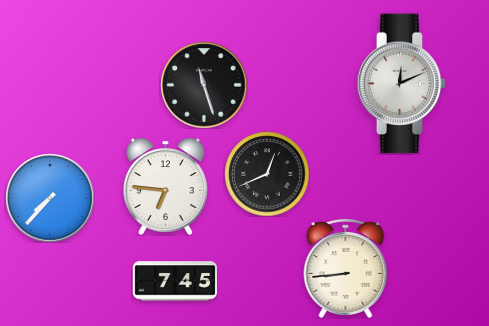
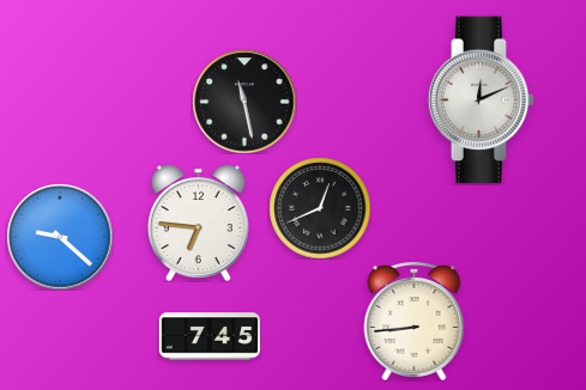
clock at (204, 85): 11:27 -> 11:28
clock at (50, 198): 7:37 -> 9:22
